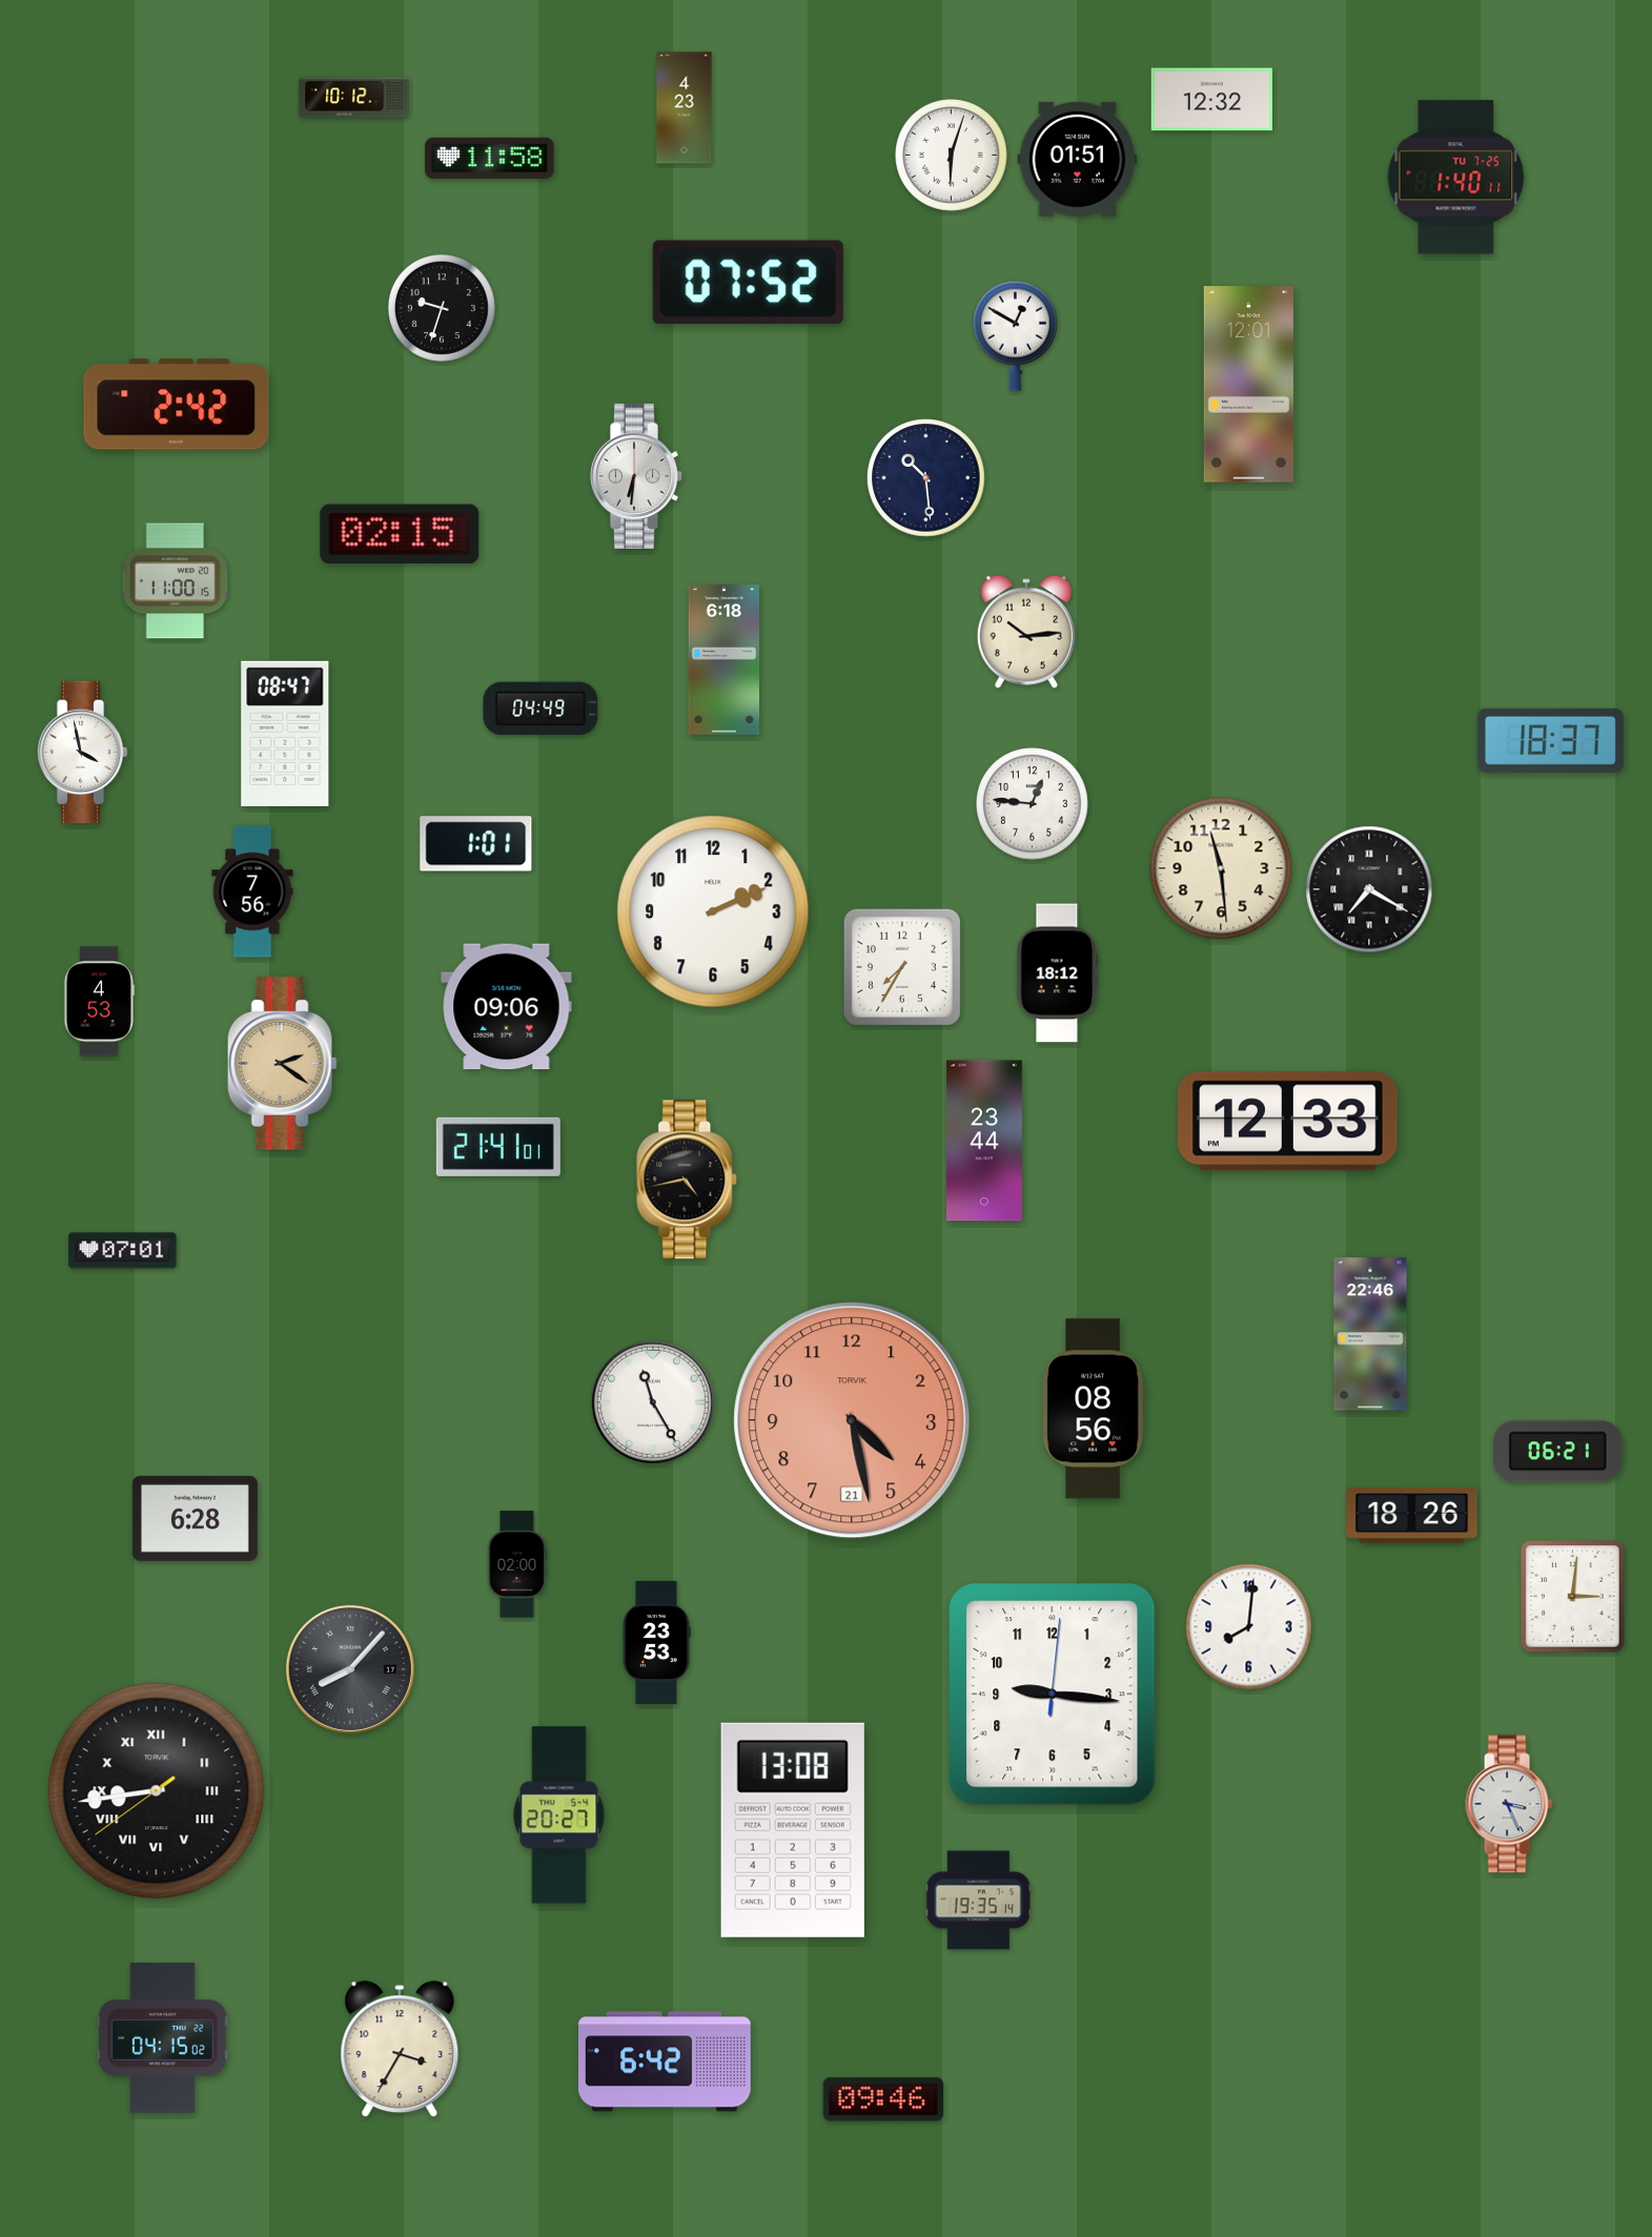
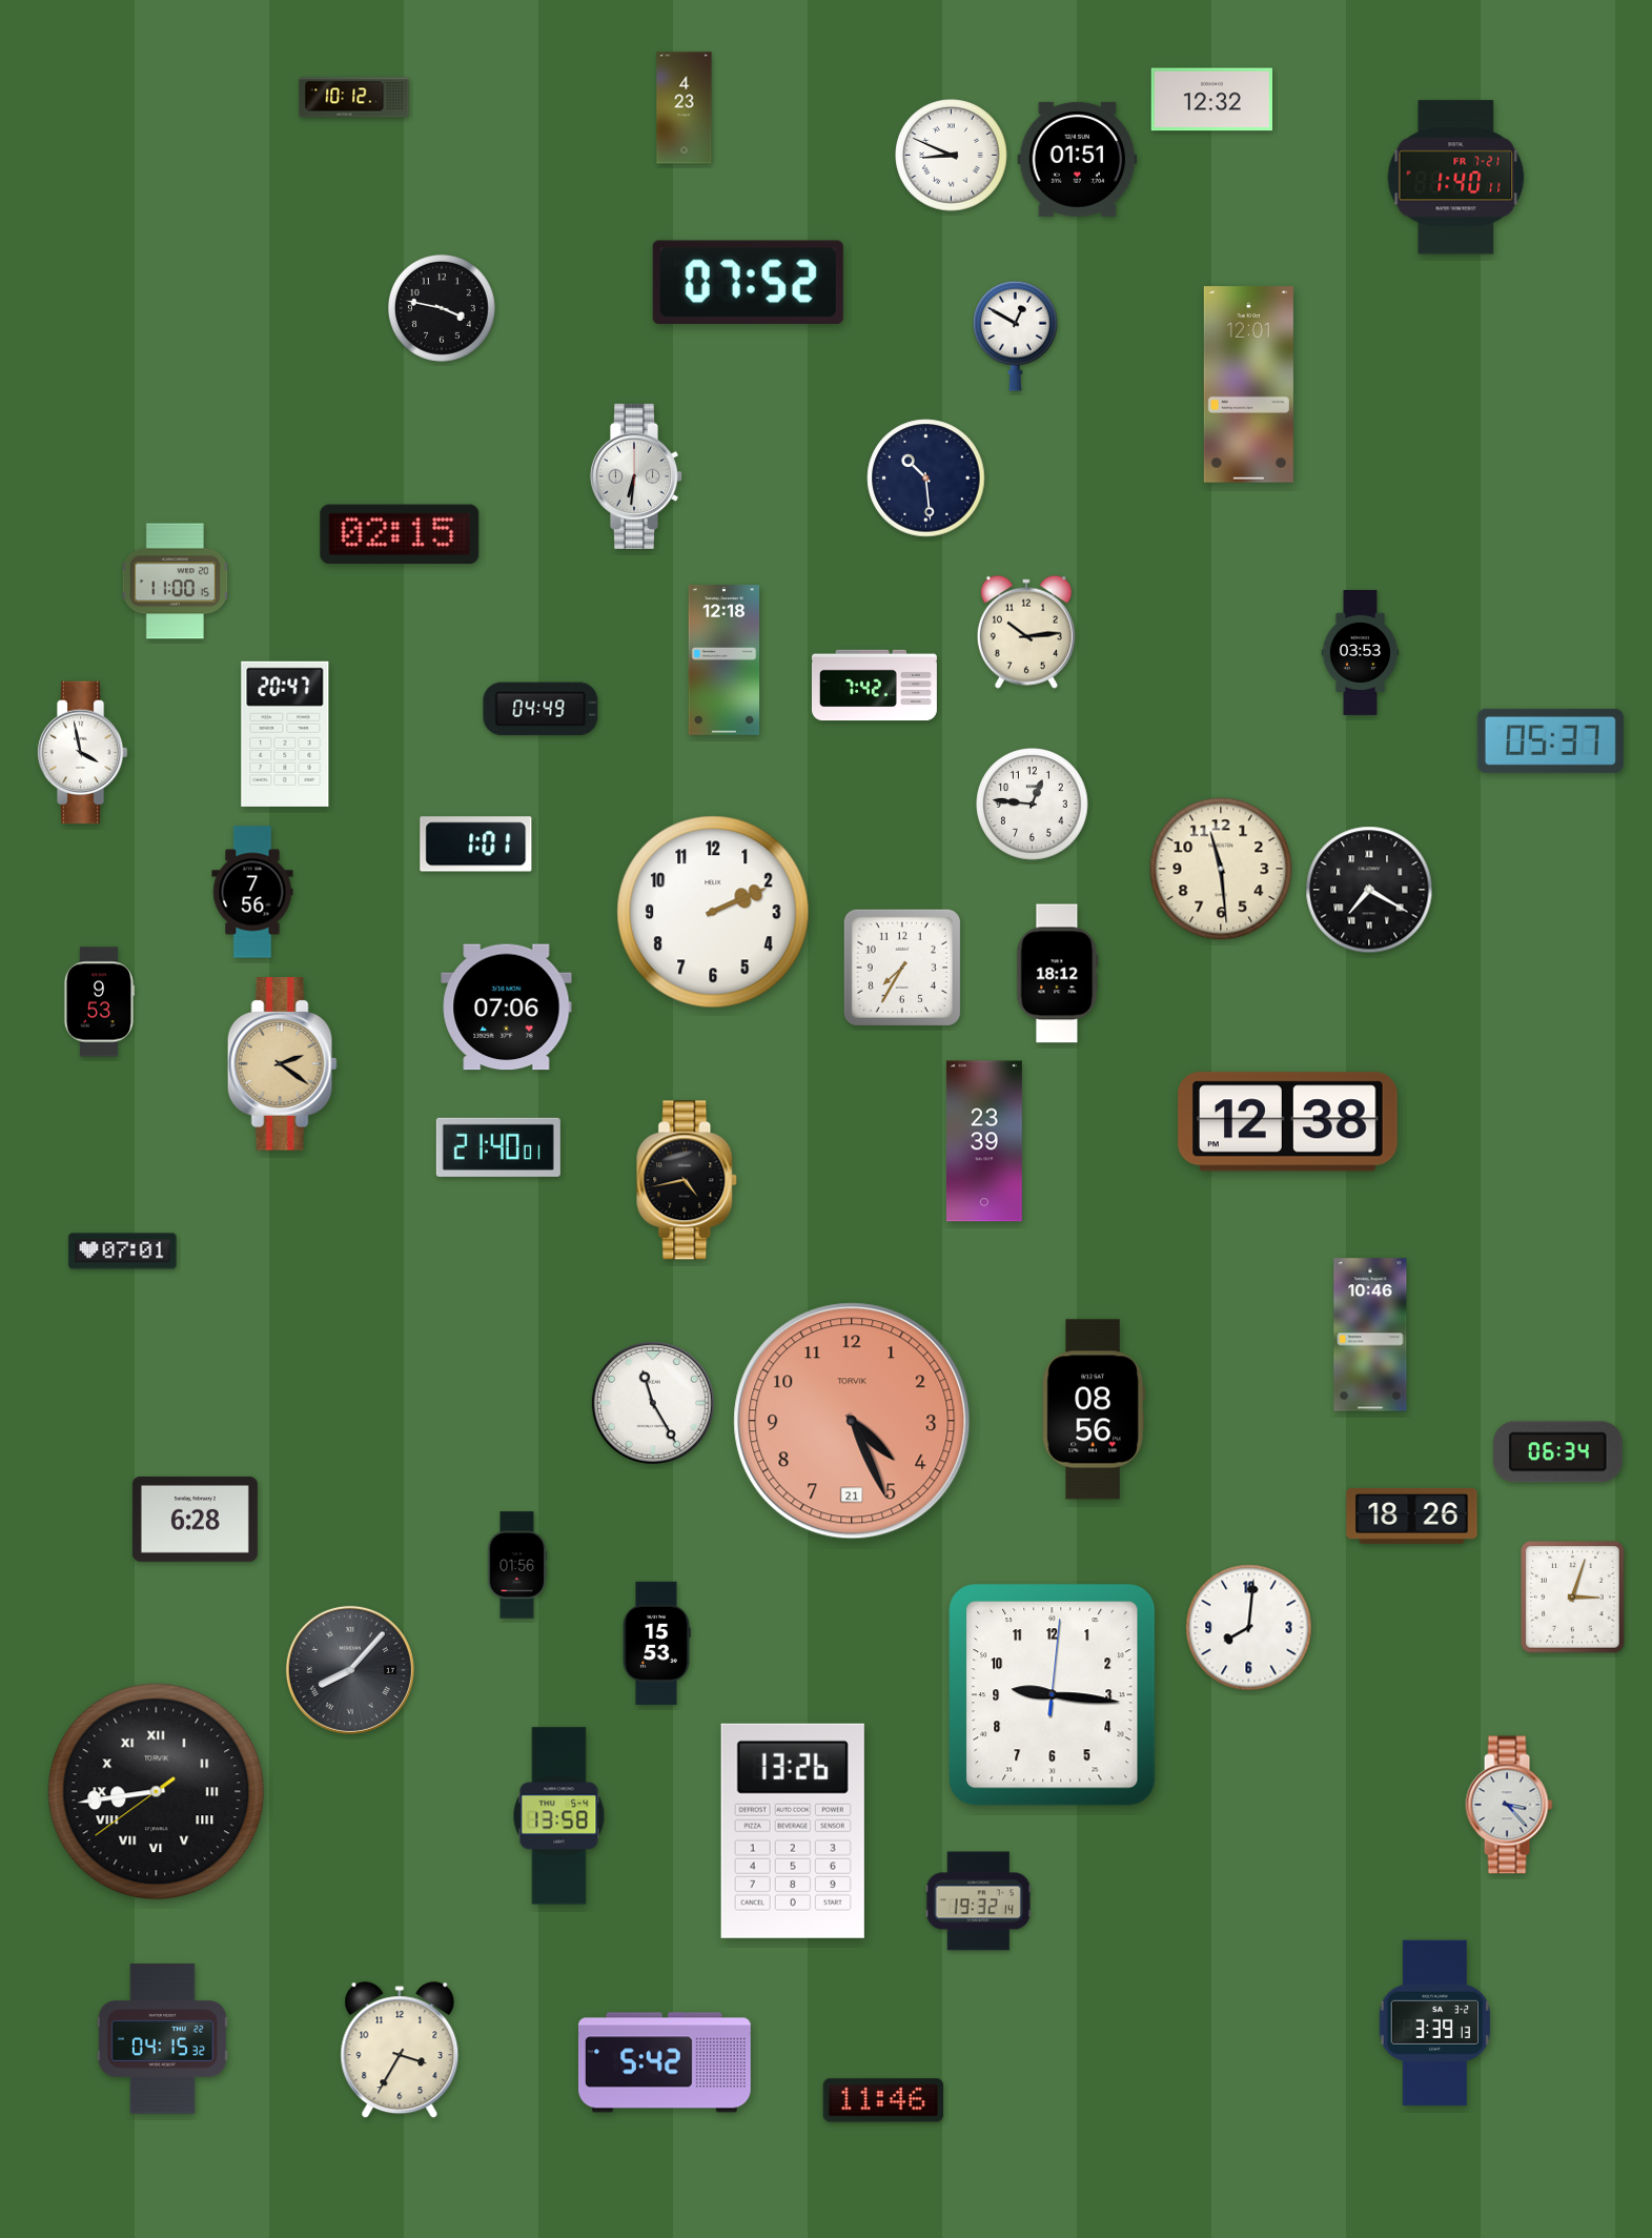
clock at (952, 156): 6:03 -> 8:49
clock at (490, 158): 11:58 -> none
clock at (1456, 178) date: TU 7-25 -> FR 7-21
clock at (442, 308): 9:33 -> 3:47
clock at (177, 405): 2:42 -> none
clock at (1361, 652): none -> 03:53
clock at (725, 660): 6:18 -> 12:18
clock at (874, 686): none -> 7:42
clock at (285, 734): 08:47 -> 20:47
clock at (1550, 740): 18:37 -> 05:37
clock at (99, 1002): 4:53 -> 9:53
clock at (507, 1007): 09:06 -> 07:06
clock at (1288, 1122): 12:33 -> 12:38
clock at (984, 1141): 23:44 -> 23:39
clock at (498, 1147): 21:41 -> 21:40
clock at (1370, 1334): 22:46 -> 10:46
clock at (852, 1420): 4:28 -> 4:26
clock at (1558, 1452): 06:21 -> 06:34
clock at (517, 1564): 02:00 -> 01:56
clock at (1573, 1597): 3:01 -> 3:03
clock at (656, 1642): 23:53 -> 15:53
clock at (1509, 1804): 3:26 -> 3:23
clock at (559, 1815): 20:27 -> 13:58
clock at (793, 1830): 13:08 -> 13:26
clock at (978, 1901): 19:35 -> 19:32
clock at (1435, 2023): none -> 3:39
clock at (162, 2038): 04:15:02 -> 04:15:32
clock at (666, 2061): 6:42 -> 5:42
clock at (883, 2099): 09:46 -> 11:46
